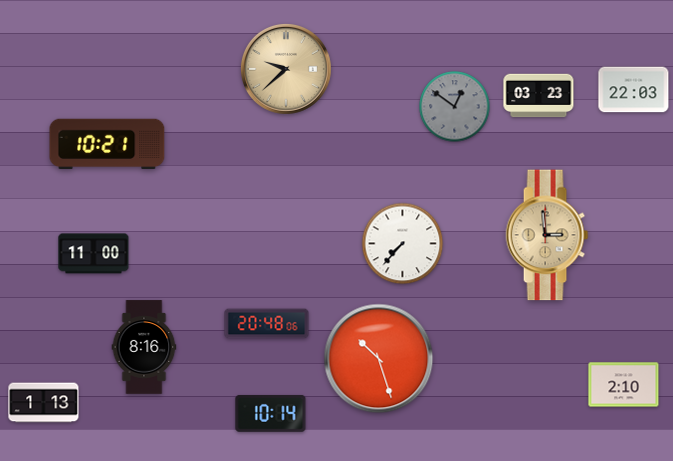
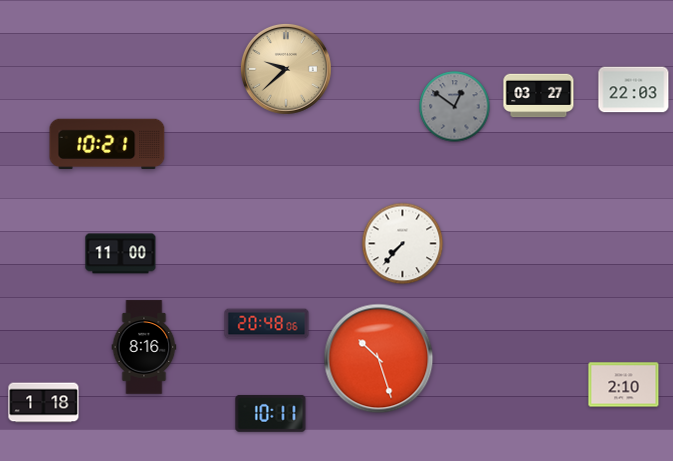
clock at (539, 96): 03:23 -> 03:27
clock at (547, 235): 2:59 -> none
clock at (94, 254) position: (94, 254) -> (121, 254)
clock at (44, 403): 1:13 -> 1:18
clock at (271, 413): 10:14 -> 10:11
